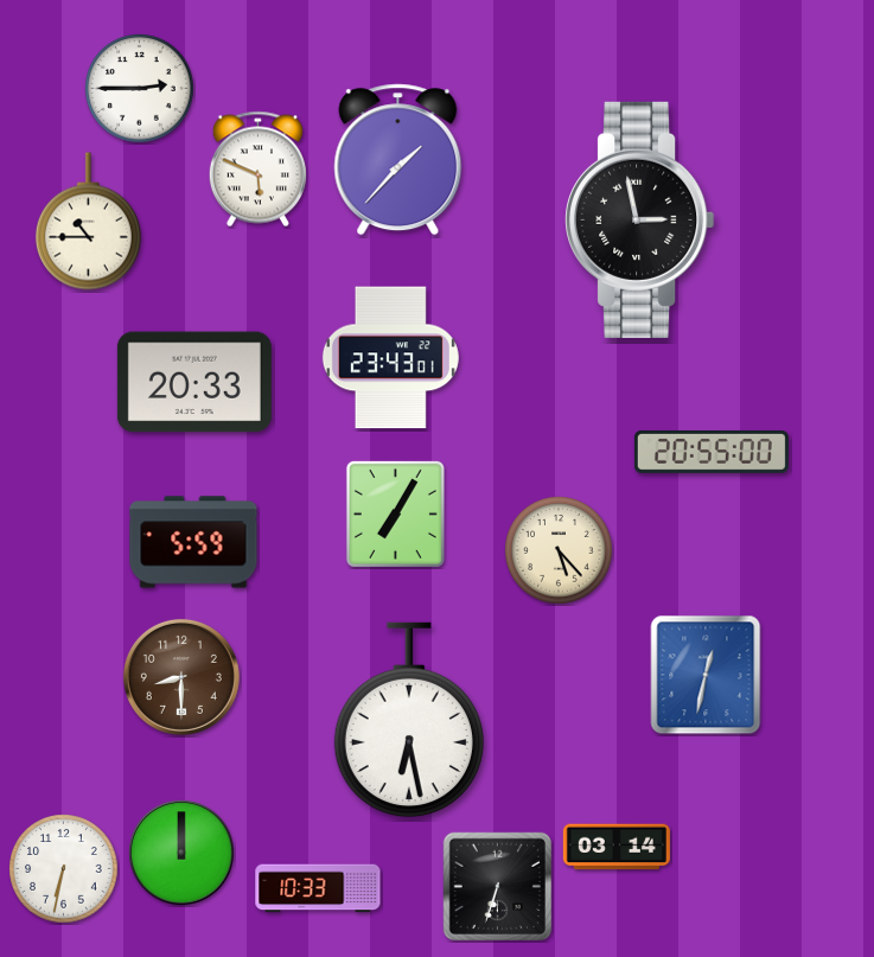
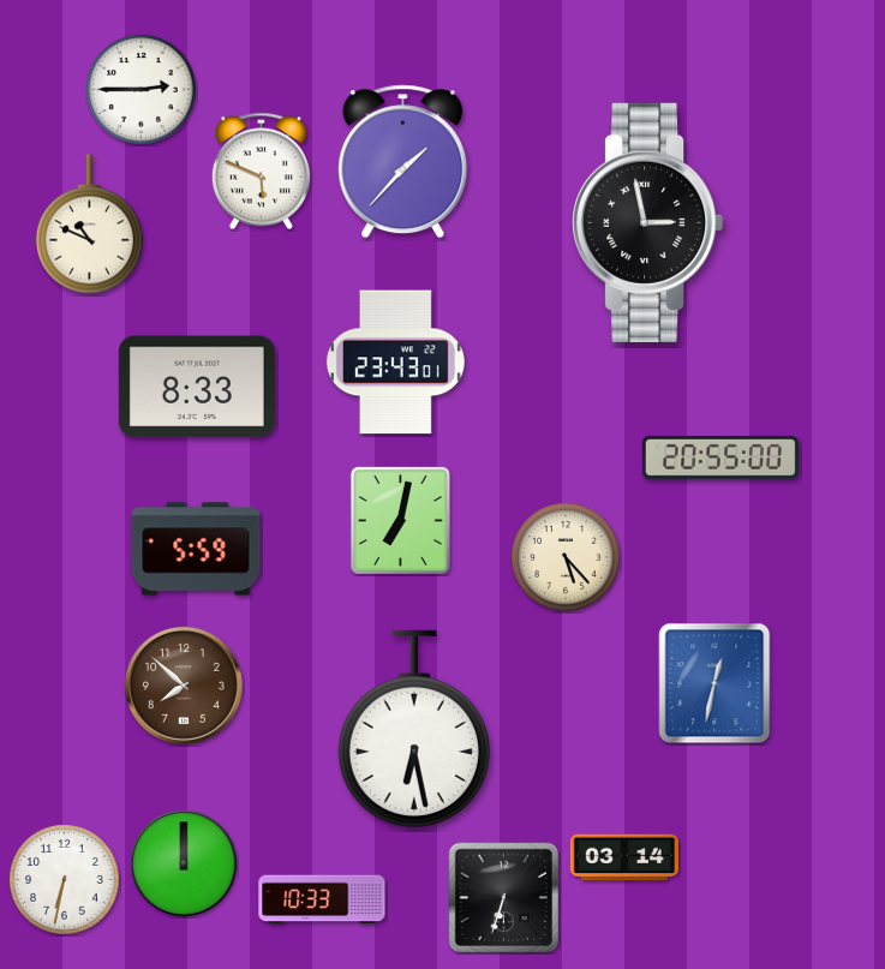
clock at (88, 222): 10:45 -> 10:49
clock at (194, 382): 20:33 -> 8:33
clock at (395, 513): 7:05 -> 7:02
clock at (181, 677): 8:30 -> 7:52
